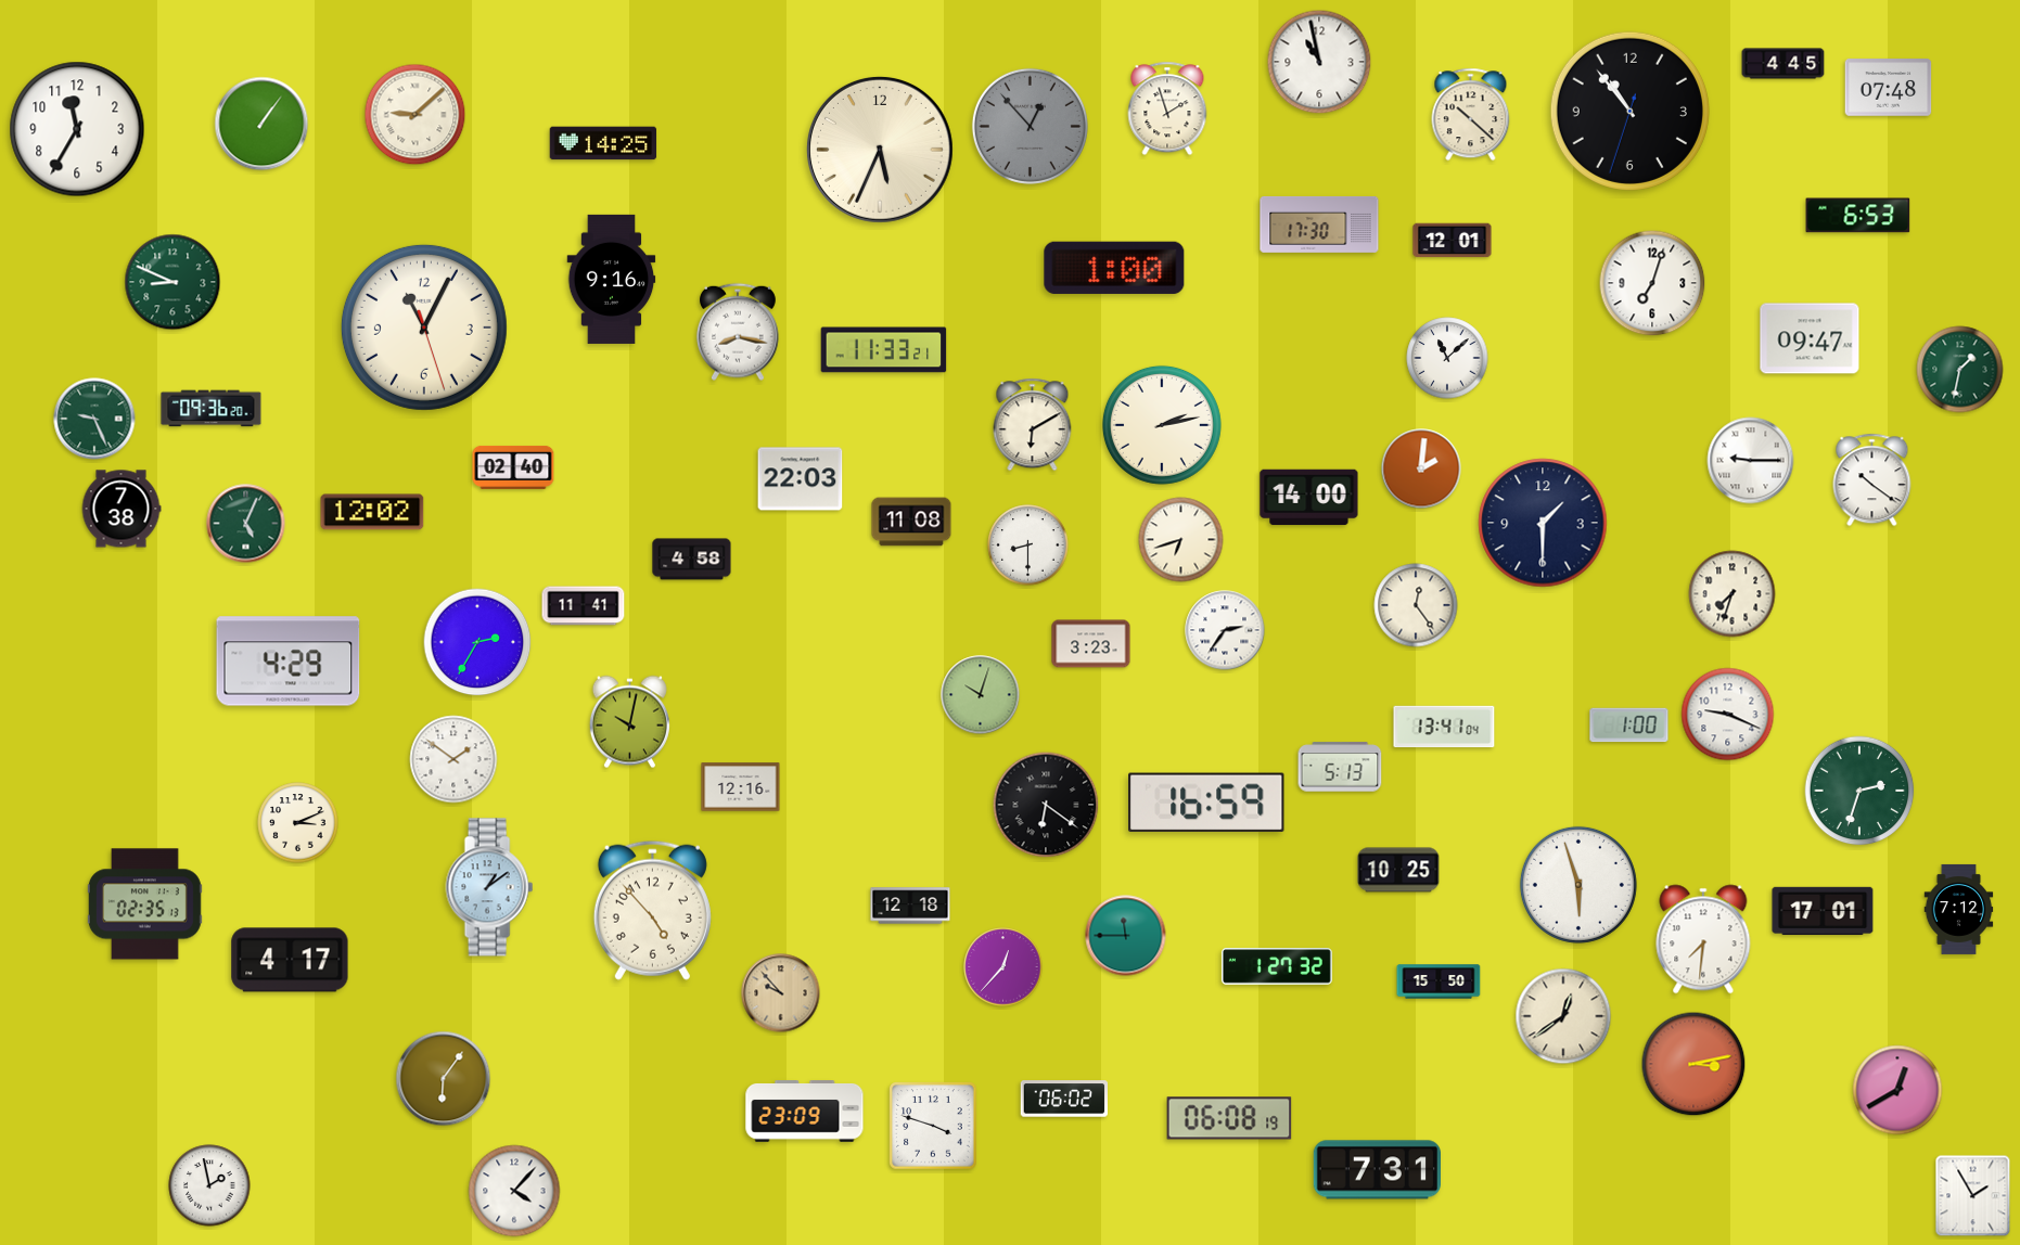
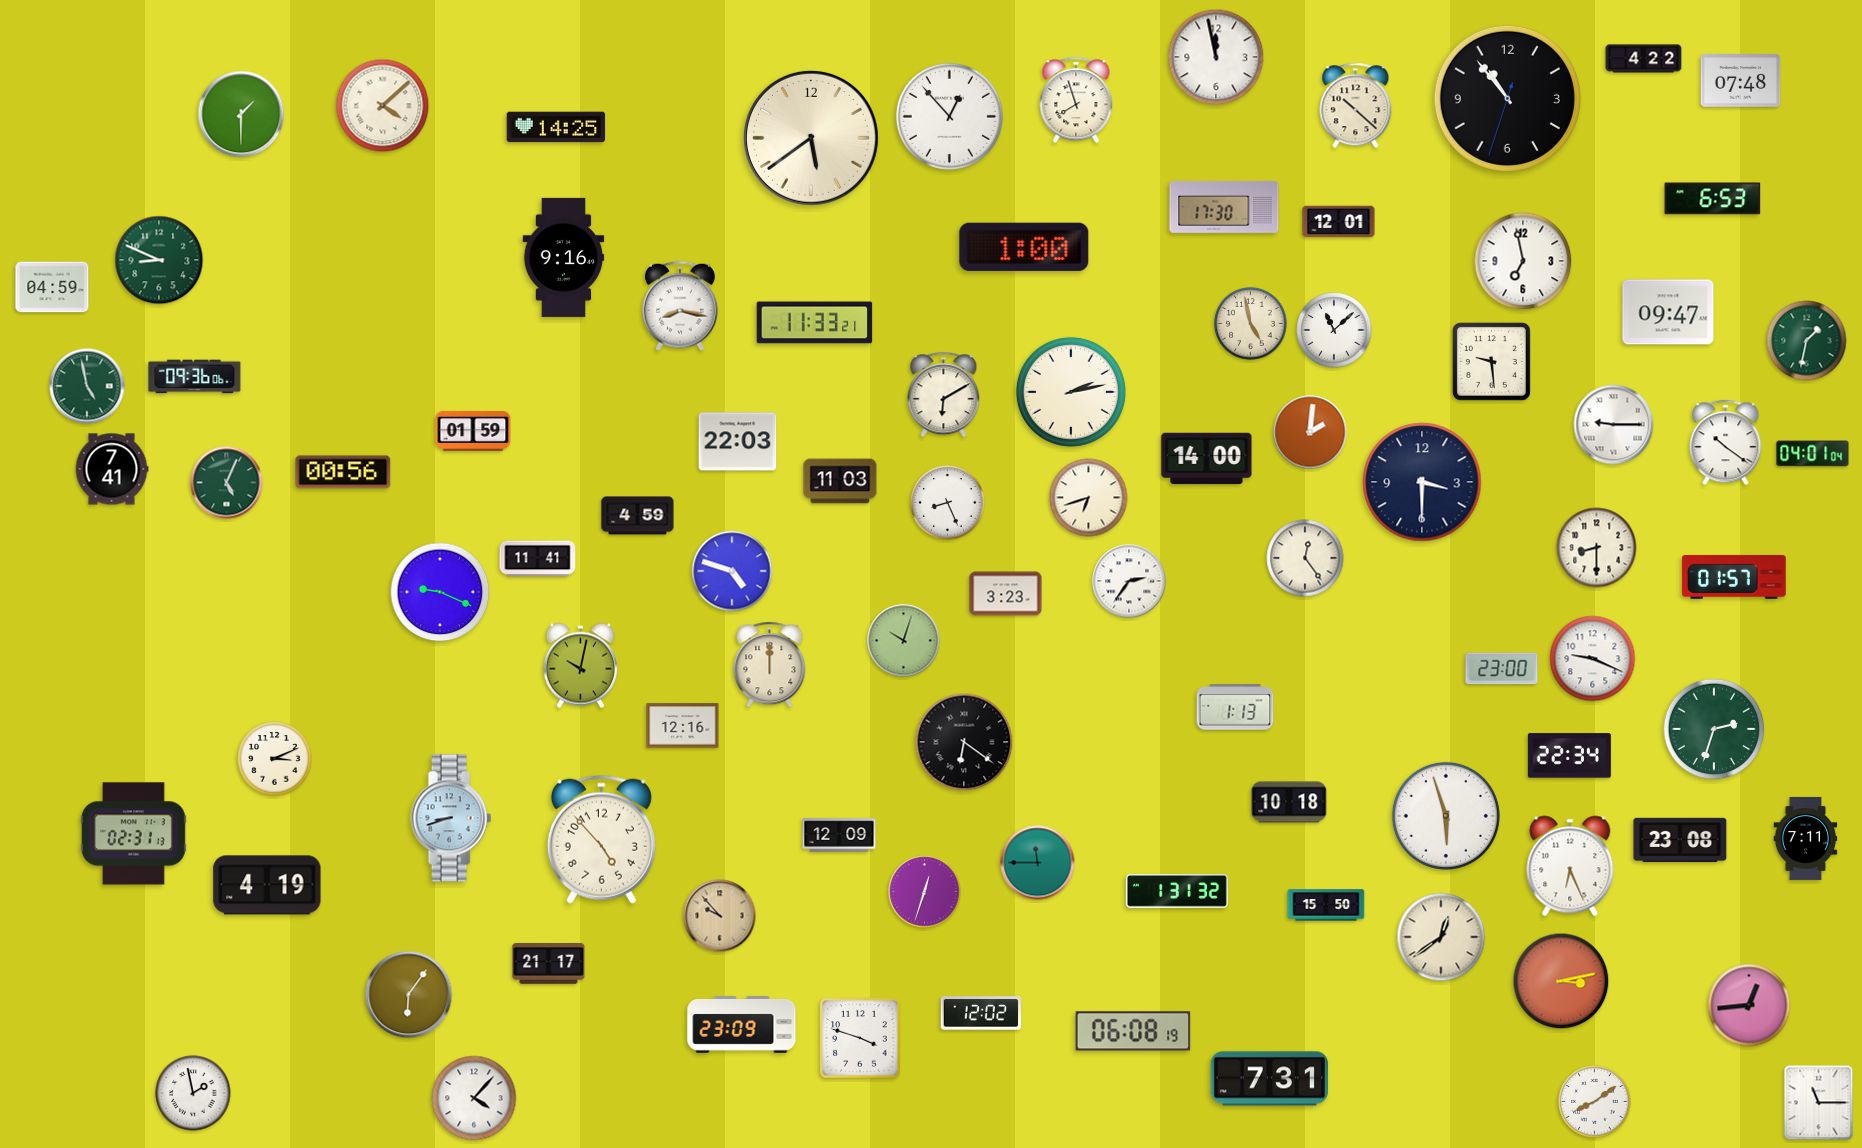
clock at (1319, 62): 10:58 -> 11:58
clock at (1784, 64): 4:45 -> 4:22
clock at (1167, 108): 1:57 -> 7:57
clock at (1629, 111) position: (1629, 111) -> (1507, 98)
clock at (415, 115): 9:08 -> 4:08
clock at (261, 124): 1:06 -> 1:30
clock at (1030, 126) dial: grey -> white
clock at (77, 129): 11:35 -> none
clock at (603, 143) position: (603, 143) -> (556, 127)
clock at (880, 150): 5:34 -> 5:39
clock at (1319, 224) position: (1319, 224) -> (1224, 207)
clock at (1114, 268) position: (1114, 268) -> (1024, 247)
clock at (1652, 283): 7:03 -> 6:58
clock at (52, 287): none -> 04:59
clock at (424, 328): 11:04 -> none
clock at (1251, 324): none -> 4:58
clock at (1491, 361): none -> 9:29
clock at (212, 409): 09:36:20 -> 09:36:06
clock at (94, 419): 9:26 -> 4:58
clock at (1033, 425) position: (1033, 425) -> (944, 395)
clock at (513, 467): 02:40 -> 01:59
clock at (1813, 454): none -> 04:01
clock at (122, 509): 7:38 -> 7:41
clock at (372, 512): 12:02 -> 00:56
clock at (911, 522): 11:08 -> 11:03
clock at (1543, 523): 1:30 -> 3:30
clock at (1028, 546): 8:30 -> 8:26
clock at (692, 560): 4:58 -> 4:59
clock at (1733, 594): 7:33 -> 8:30
clock at (732, 571): none -> 4:48
clock at (1734, 577): none -> 01:57
clock at (477, 642): 2:35 -> 9:19
clock at (289, 662): 4:29 -> none
clock at (770, 665): none -> 12:00
clock at (1629, 726): 1:00 -> 23:00
clock at (1444, 727): 13:41 -> none
clock at (453, 759): 1:51 -> none
clock at (1340, 767): 5:13 -> 1:13
clock at (1206, 803): 16:59 -> none
clock at (1569, 756): none -> 22:34
clock at (1398, 870): 10:25 -> 10:18
clock at (1578, 885) position: (1578, 885) -> (1446, 816)
clock at (489, 887): 1:09 -> 8:42
clock at (144, 904): 02:35 -> 02:31
clock at (910, 906): 12:18 -> 12:09
clock at (1959, 909): 7:12 -> 7:11
clock at (1823, 911): 17:01 -> 23:08
clock at (1703, 939): 7:31 -> 6:26
clock at (290, 960): 4:17 -> 4:19
clock at (1277, 966): 1:27 -> 1:31
clock at (1003, 967): 12:37 -> 12:33
clock at (549, 964): none -> 21:17
clock at (1897, 1090): 12:40 -> 12:44
clock at (1063, 1099): 06:02 -> 12:02
clock at (1595, 1102): none -> 8:09
clock at (1973, 1196): 1:55 -> 11:15
